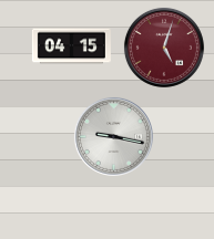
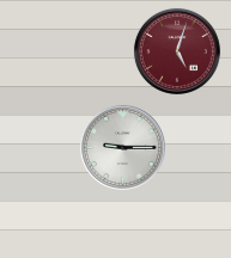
clock at (71, 46): 04:15 -> none
clock at (113, 136): 9:17 -> 9:15
